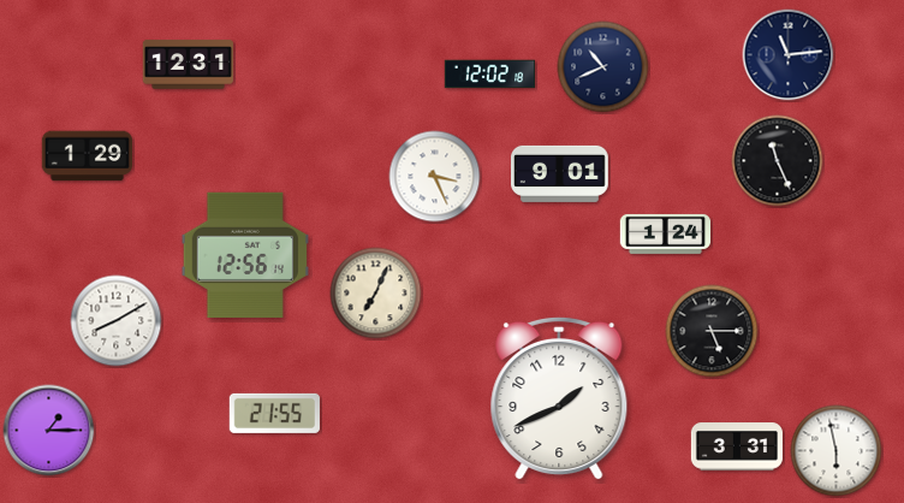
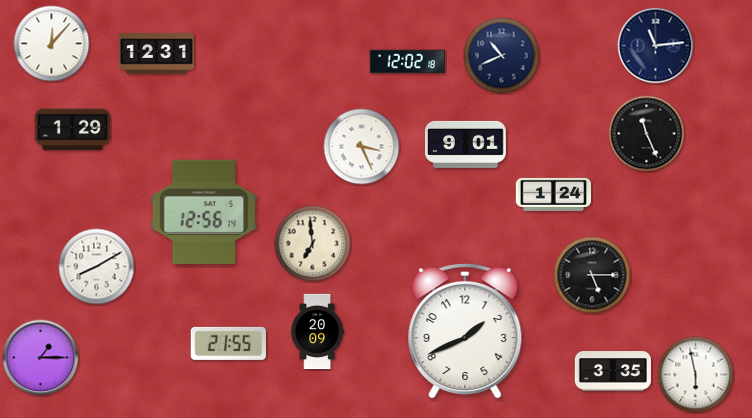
clock at (52, 44): none -> 12:07
clock at (376, 294): 7:04 -> 6:59
clock at (317, 332): none -> 20:09
clock at (737, 446): 3:31 -> 3:35
